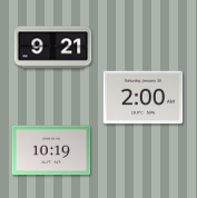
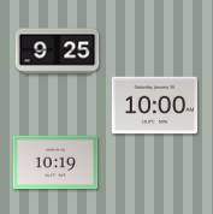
clock at (53, 48): 9:21 -> 9:25
clock at (144, 98): 2:00 -> 10:00
